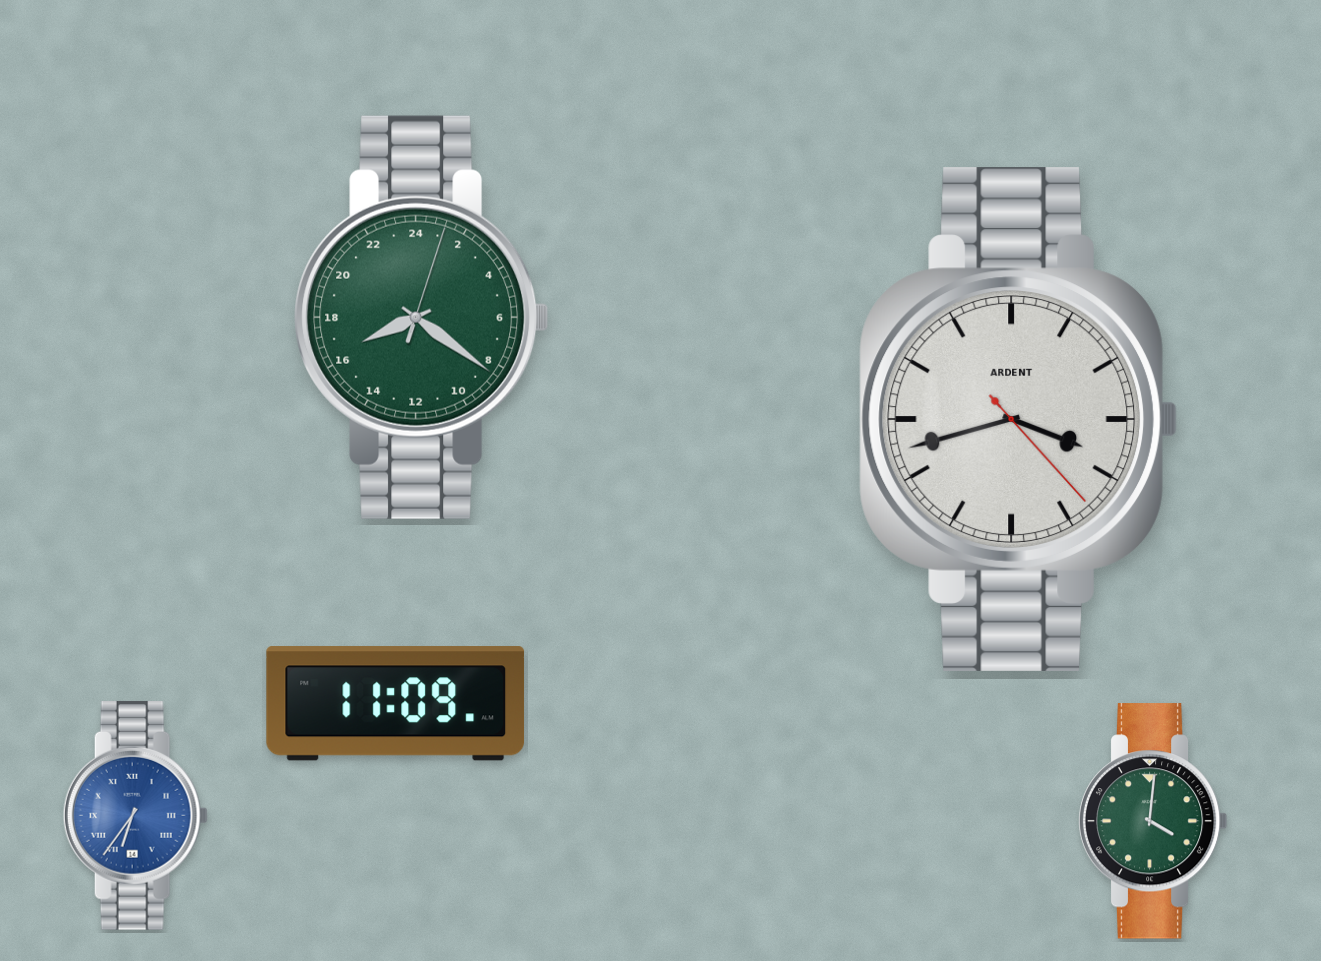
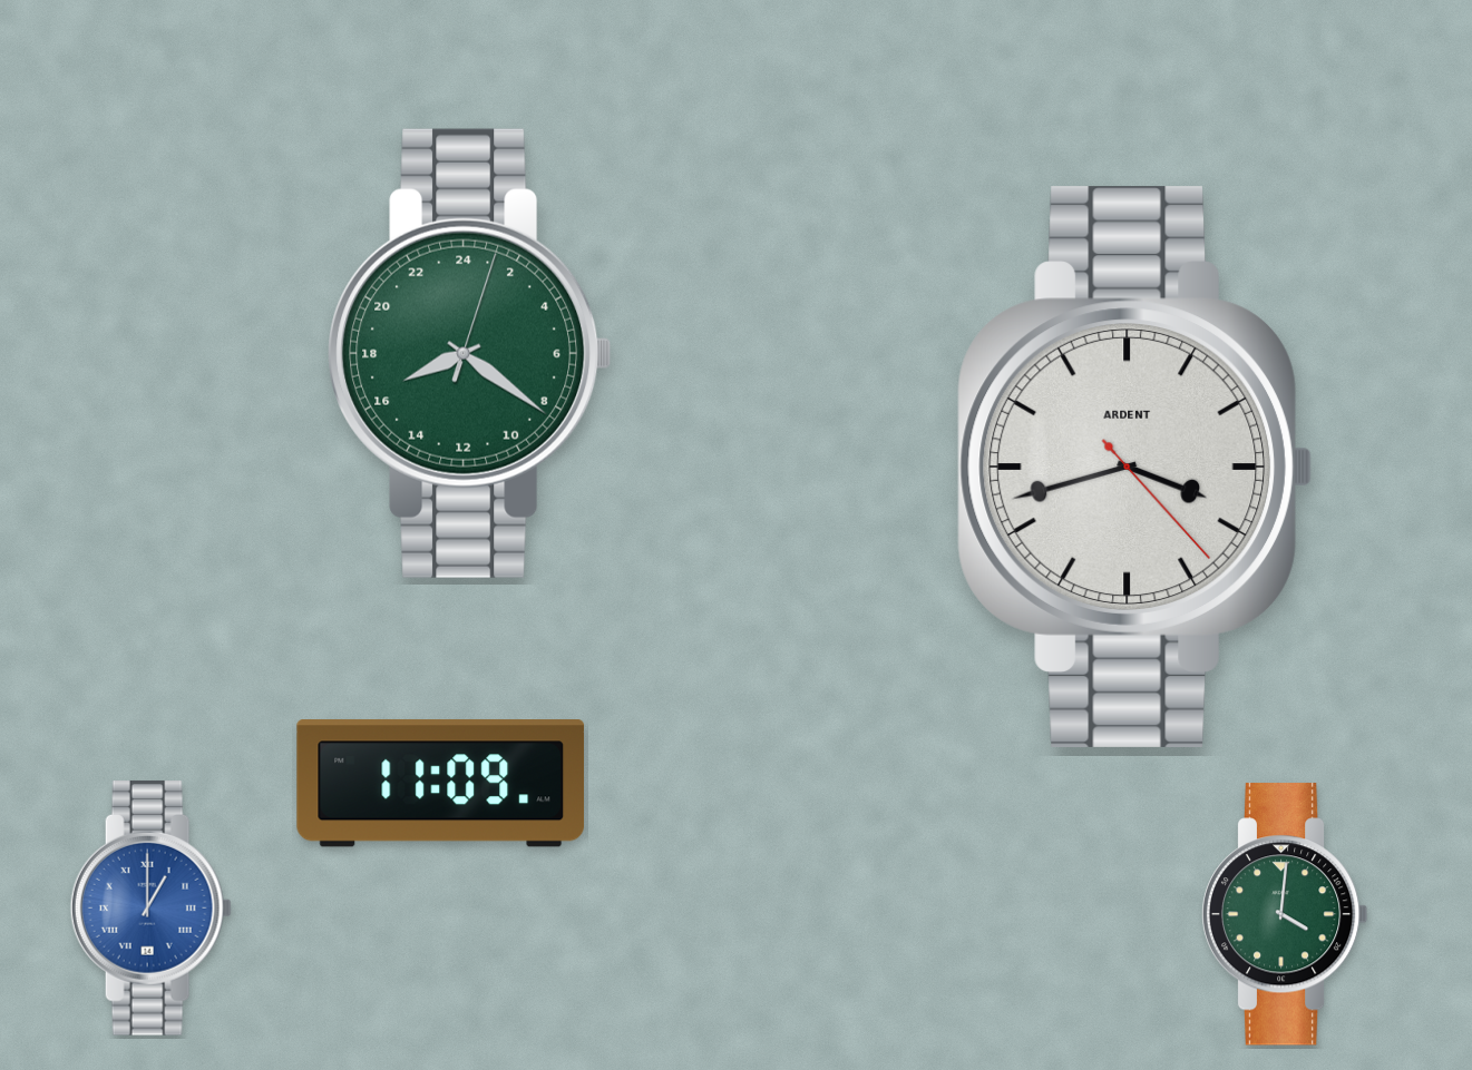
clock at (135, 815): 6:36 -> 1:00
